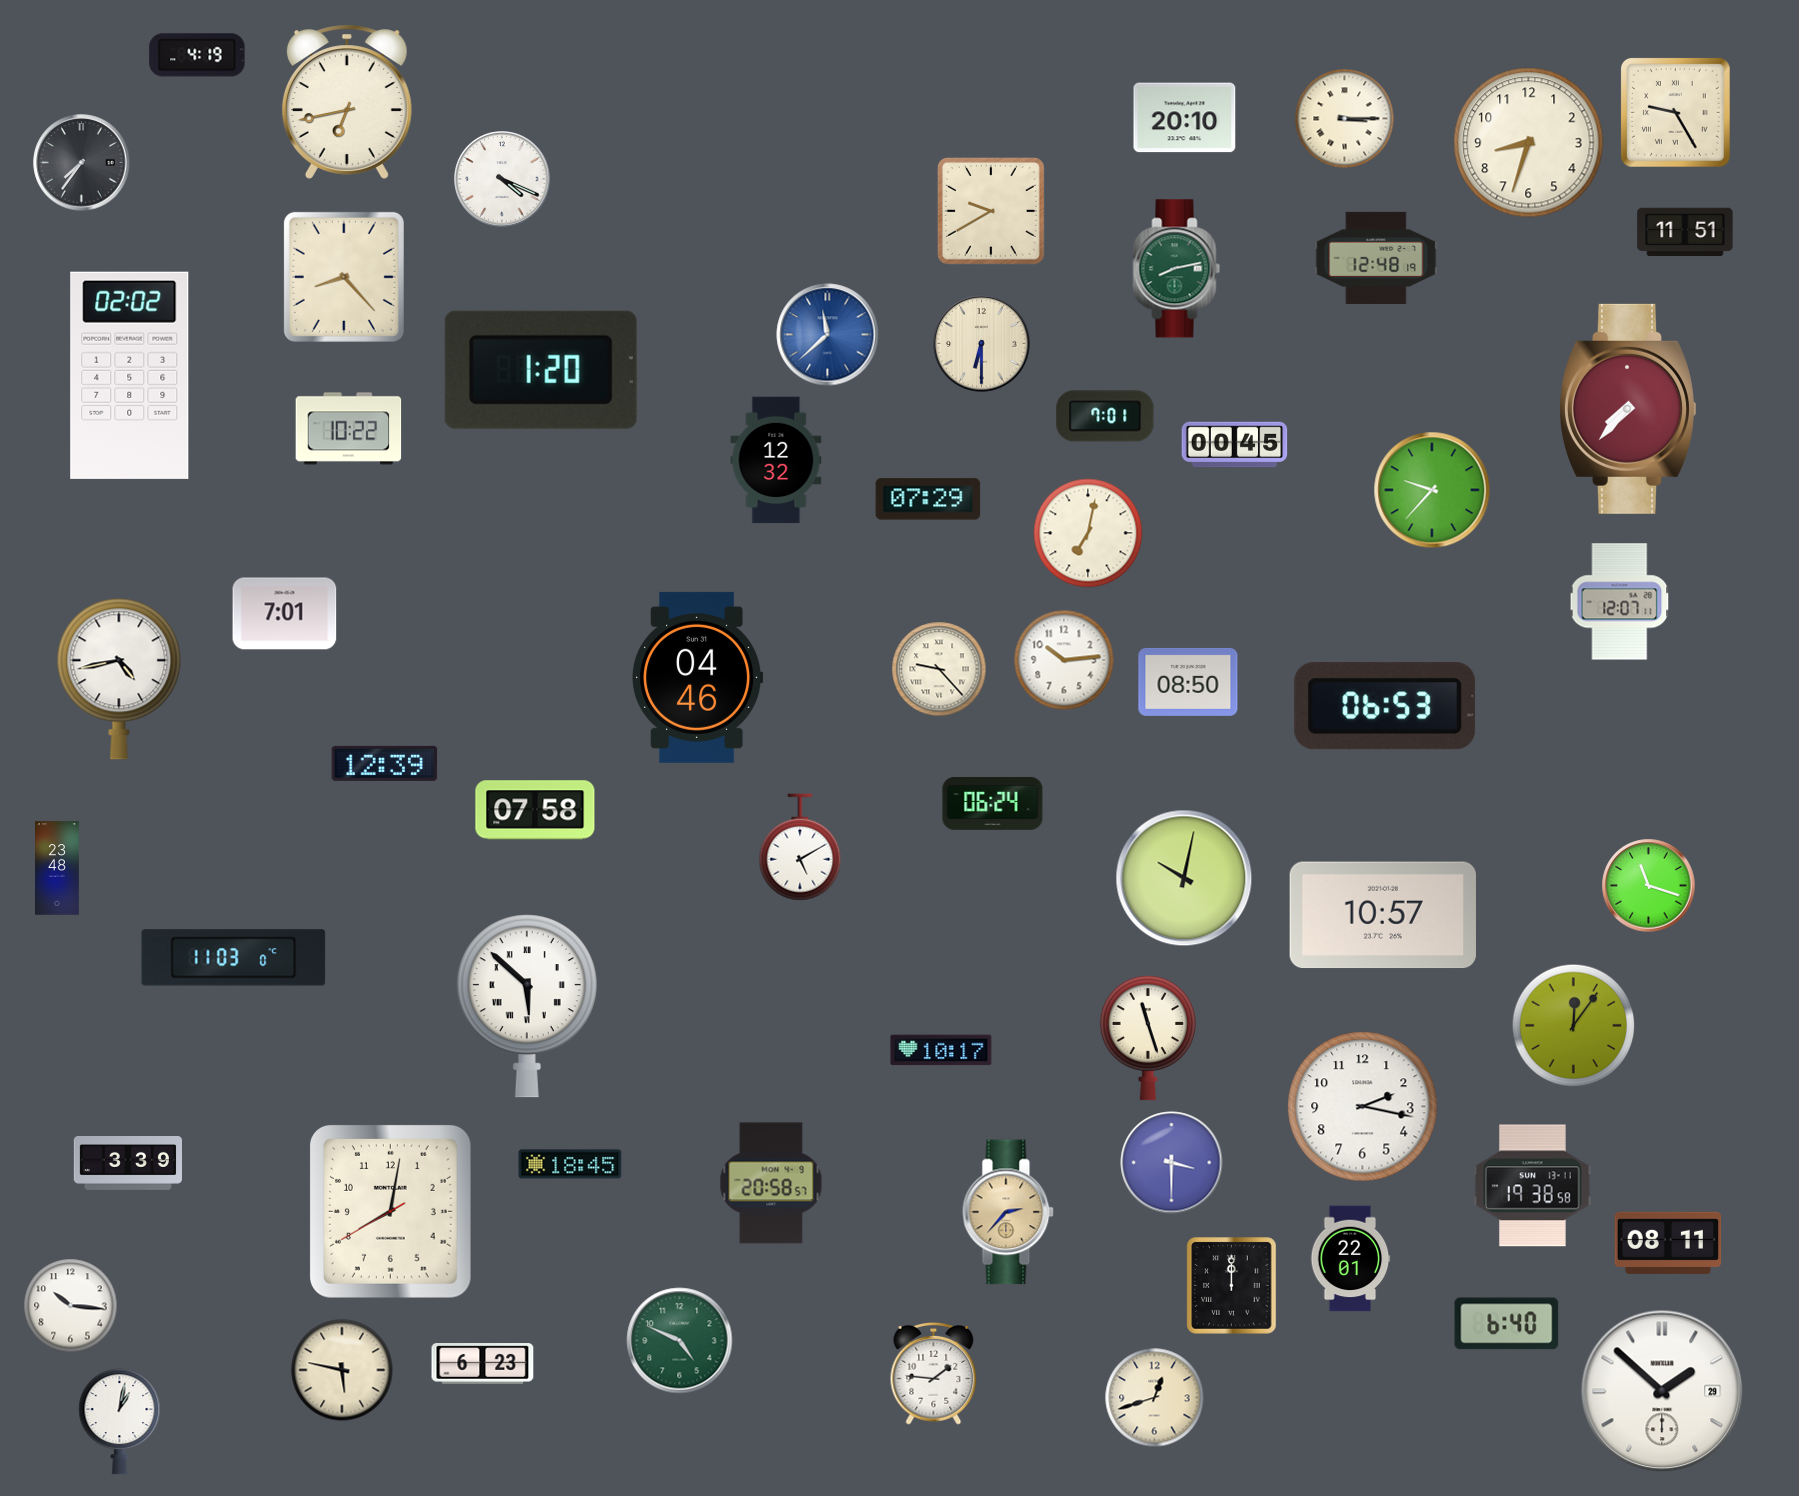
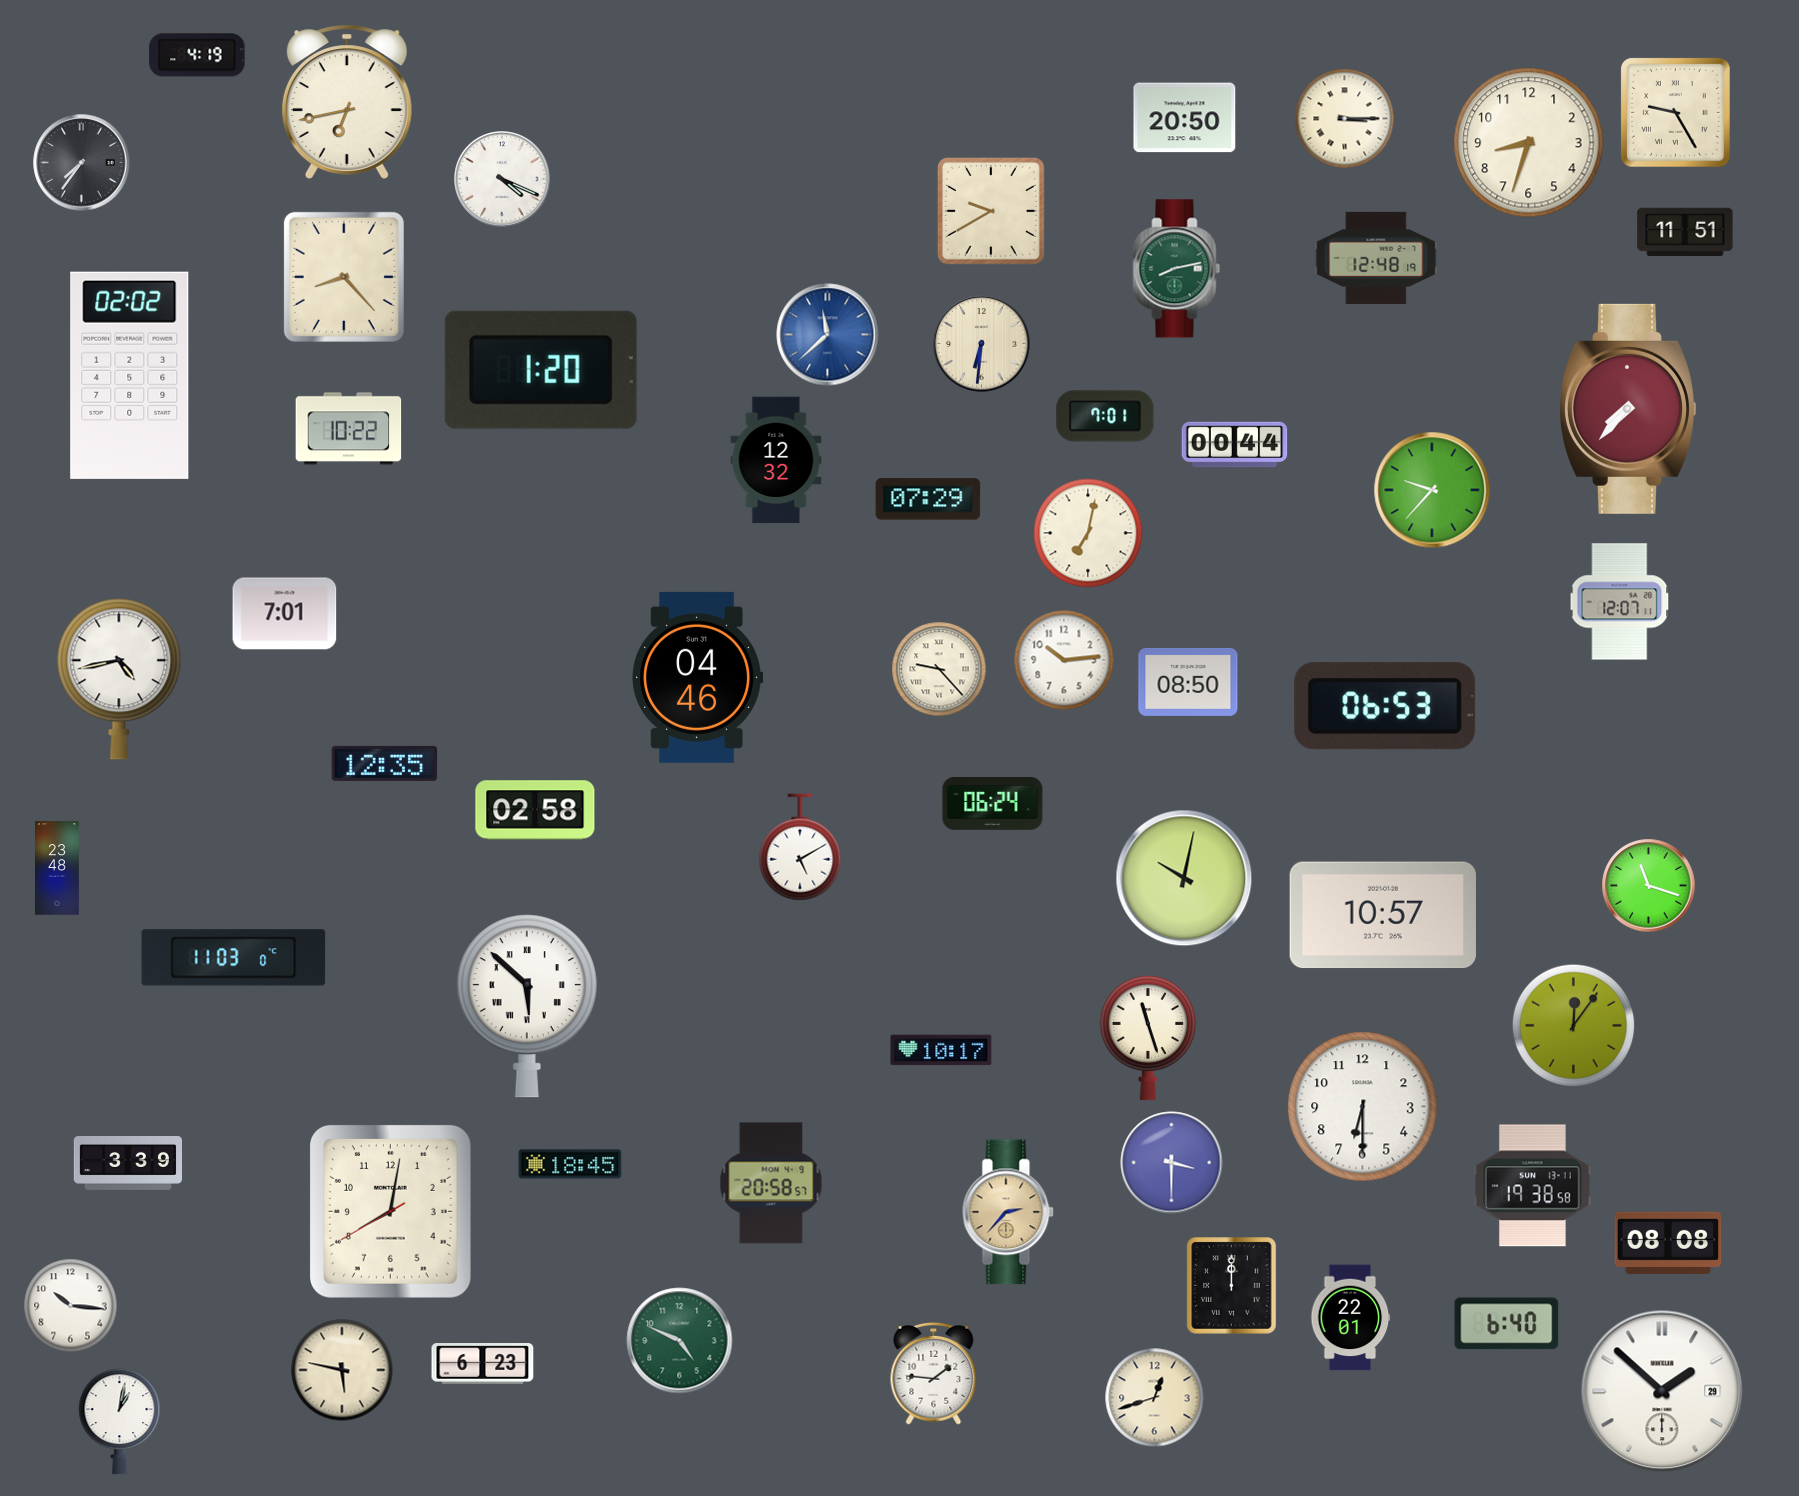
clock at (1185, 118): 20:10 -> 20:50
clock at (982, 344): 6:30 -> 6:31
clock at (1235, 445): 00:45 -> 00:44
clock at (385, 763): 12:39 -> 12:35
clock at (535, 810): 07:58 -> 02:58
clock at (1363, 1107): 2:17 -> 6:30
clock at (1668, 1243): 08:11 -> 08:08
clock at (1350, 1259) position: (1350, 1259) -> (1350, 1318)
